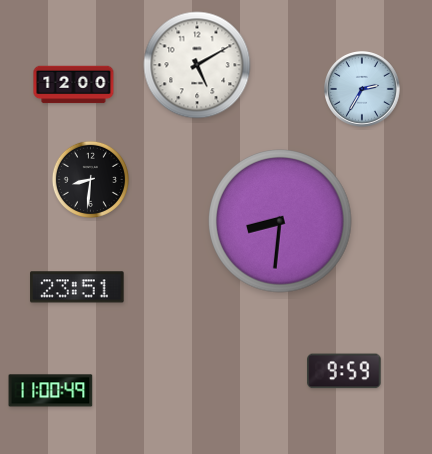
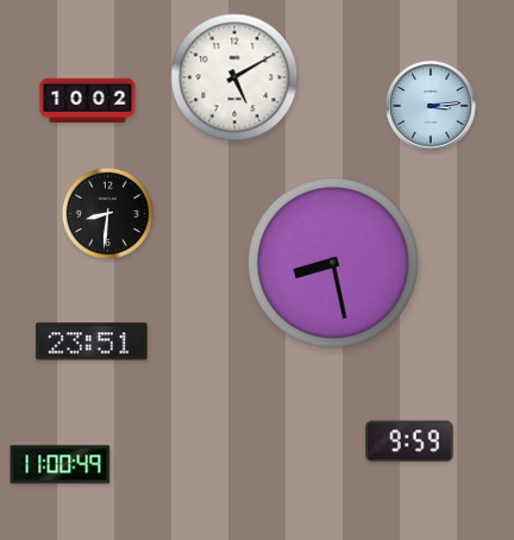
clock at (74, 85): 12:00 -> 10:02
clock at (363, 90): 2:35 -> 3:14
clock at (280, 221): 8:31 -> 8:28
